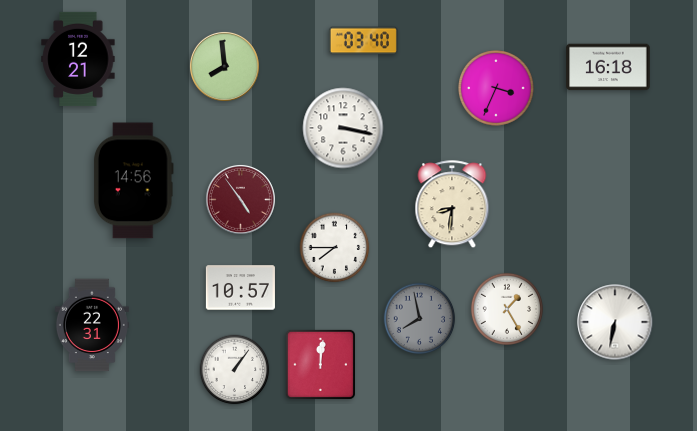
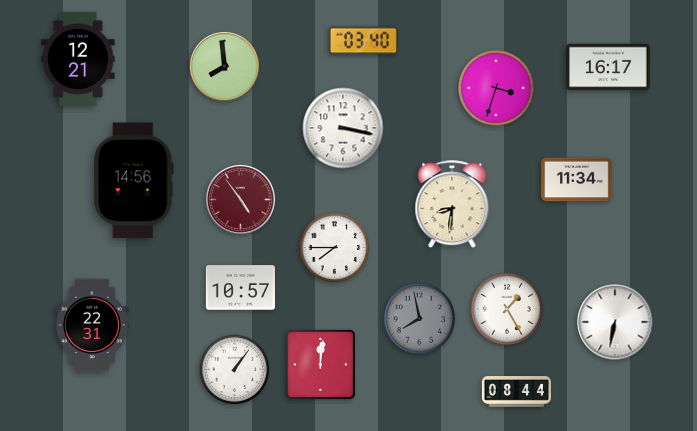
clock at (608, 67): 16:18 -> 16:17
clock at (496, 88): 3:34 -> 3:33
clock at (577, 180): none -> 11:34
clock at (516, 392): none -> 08:44
